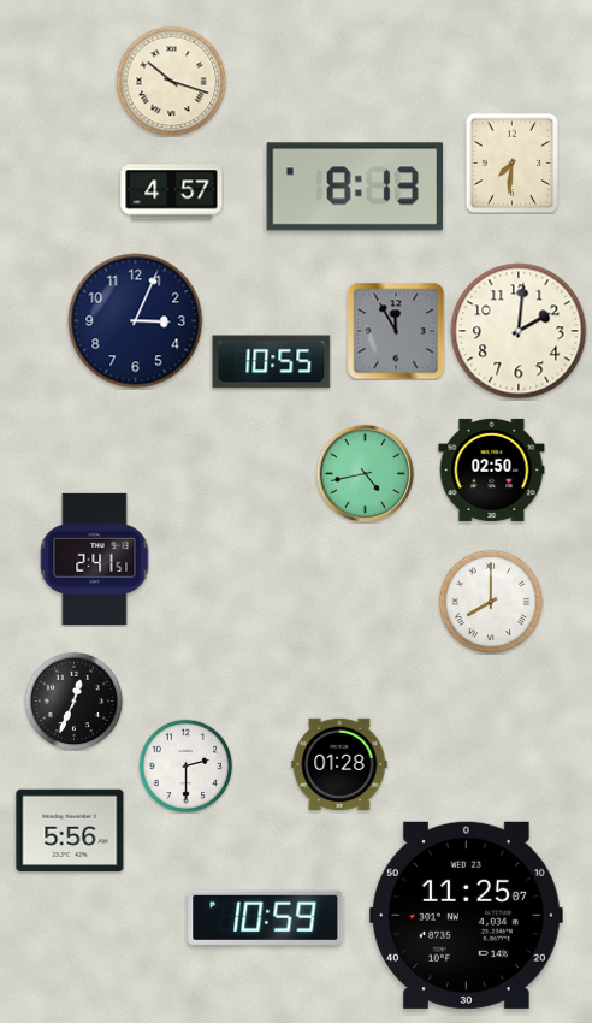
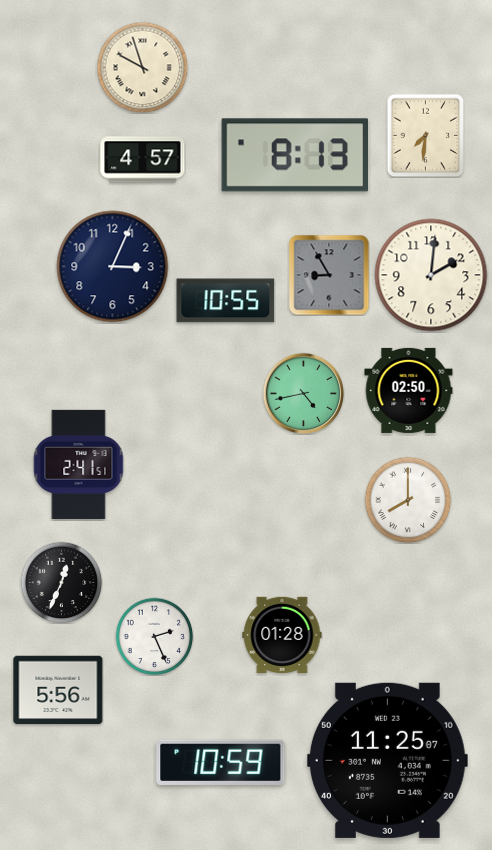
clock at (171, 81): 10:18 -> 9:57
clock at (396, 331): 11:55 -> 8:55
clock at (185, 765): 2:30 -> 2:26
